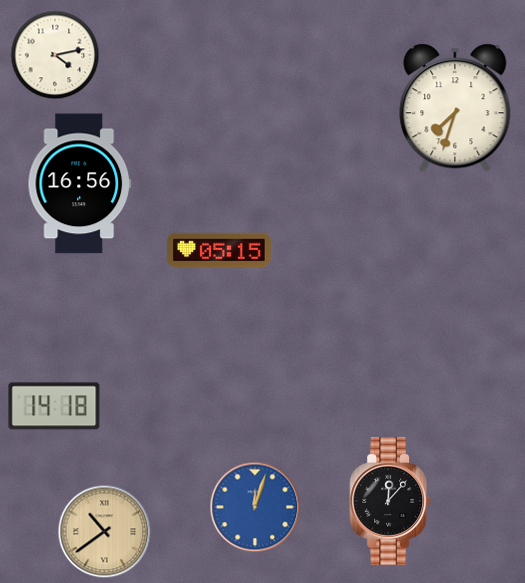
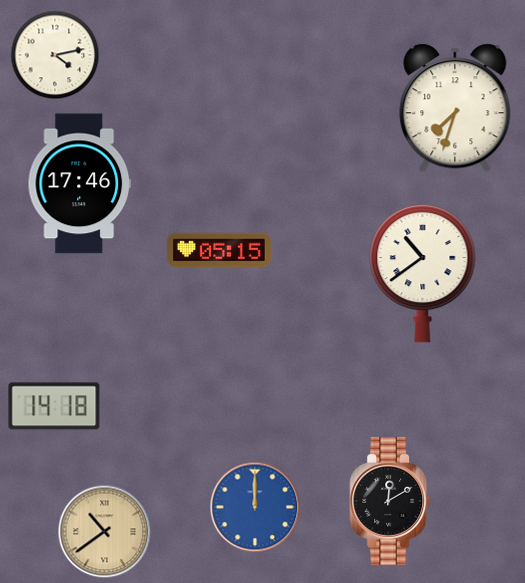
clock at (79, 184): 16:56 -> 17:46
clock at (423, 273): none -> 10:39
clock at (390, 502): 12:07 -> 12:10
clock at (255, 507): 12:03 -> 12:00
